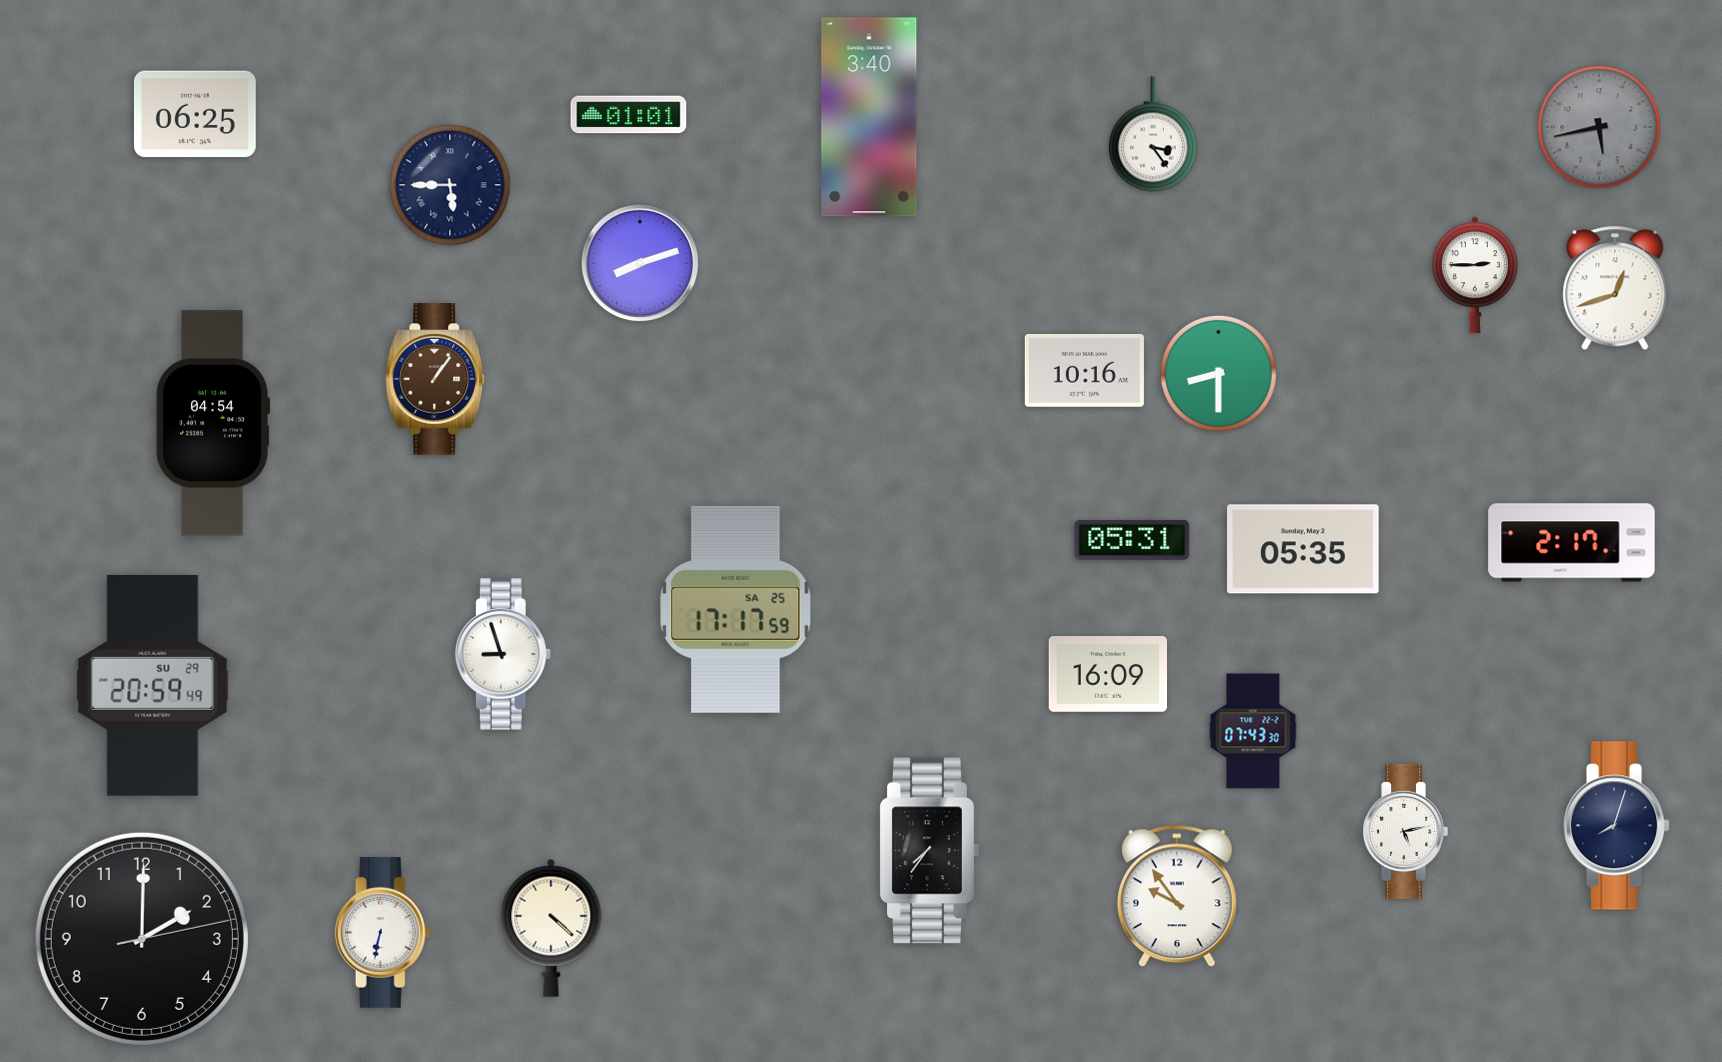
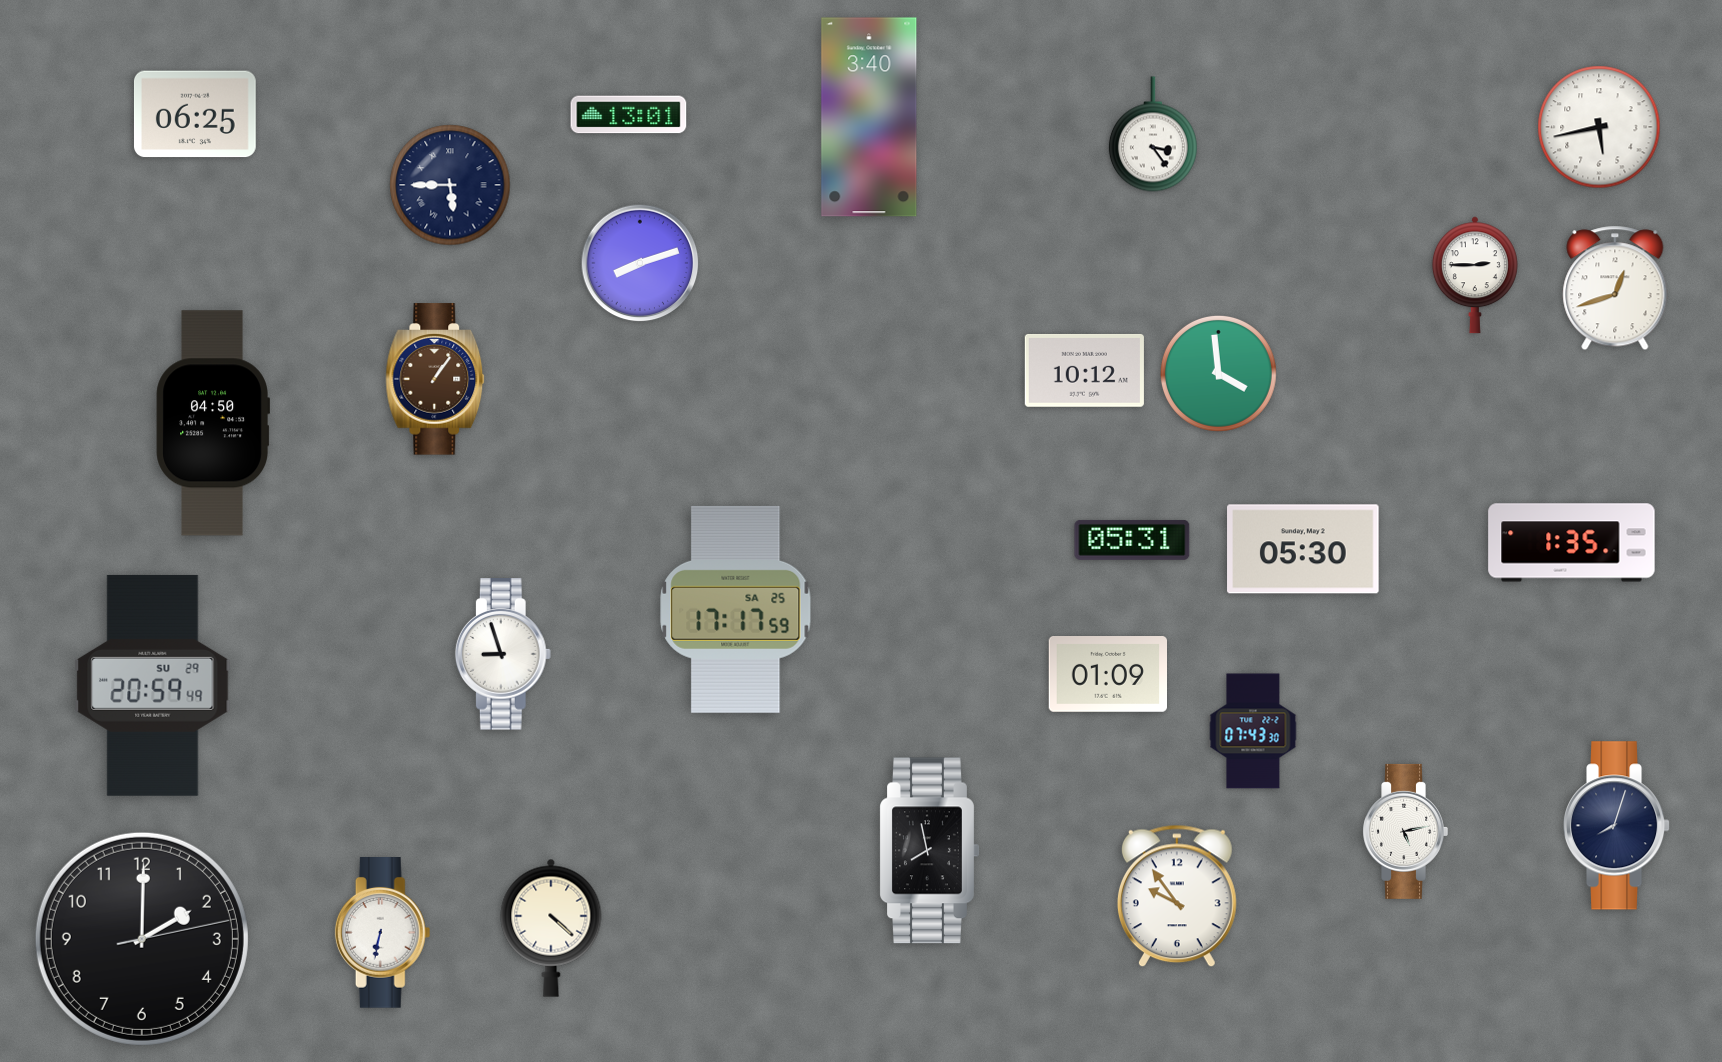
clock at (629, 115): 01:01 -> 13:01
clock at (1599, 127) dial: grey -> white
clock at (1084, 370): 10:16 -> 10:12
clock at (1218, 373): 8:30 -> 3:59
clock at (212, 423): 04:54 -> 04:50
clock at (1572, 543): 2:17 -> 1:35
clock at (1303, 549): 05:35 -> 05:30
clock at (1107, 675): 16:09 -> 01:09
clock at (929, 851): 7:36 -> 7:58
